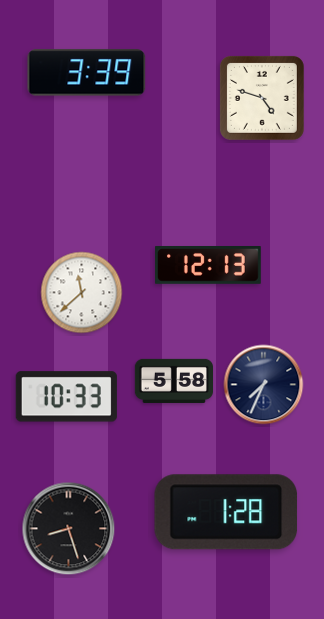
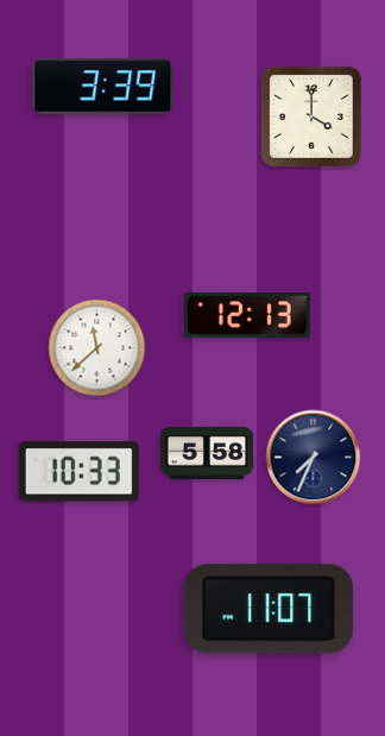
clock at (262, 98): 4:48 -> 4:00
clock at (226, 512): 1:28 -> 11:07
clock at (69, 529): 8:27 -> none
